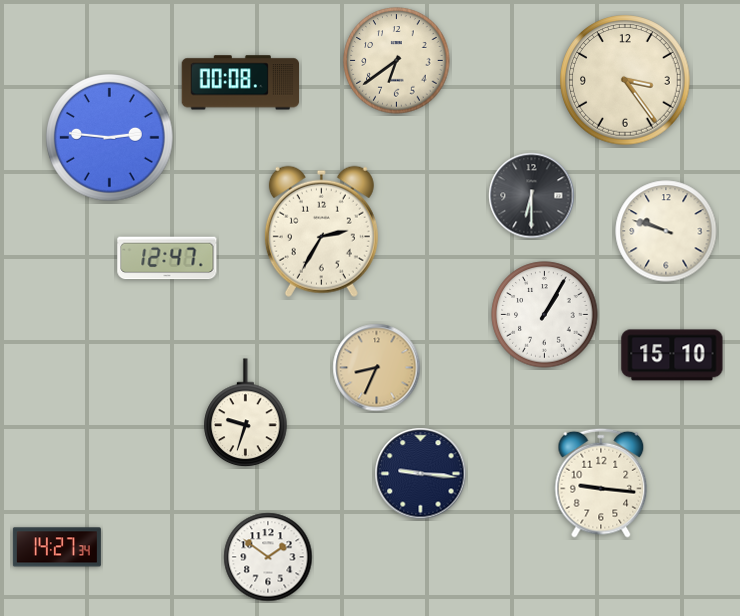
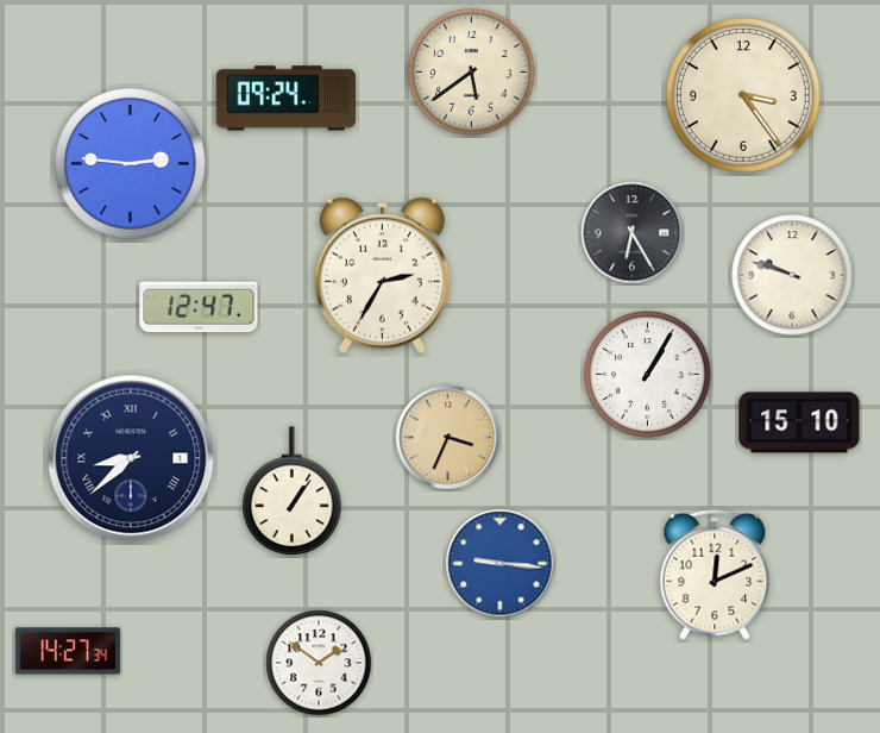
clock at (397, 61): 6:39 -> 5:39
clock at (240, 83): 00:08 -> 09:24
clock at (532, 196): 6:30 -> 6:25
clock at (377, 368): 8:34 -> 3:34
clock at (131, 458): none -> 8:38
clock at (246, 413): 9:33 -> 1:06
clock at (421, 474) dial: navy -> blue
clock at (601, 483): 9:16 -> 12:11
